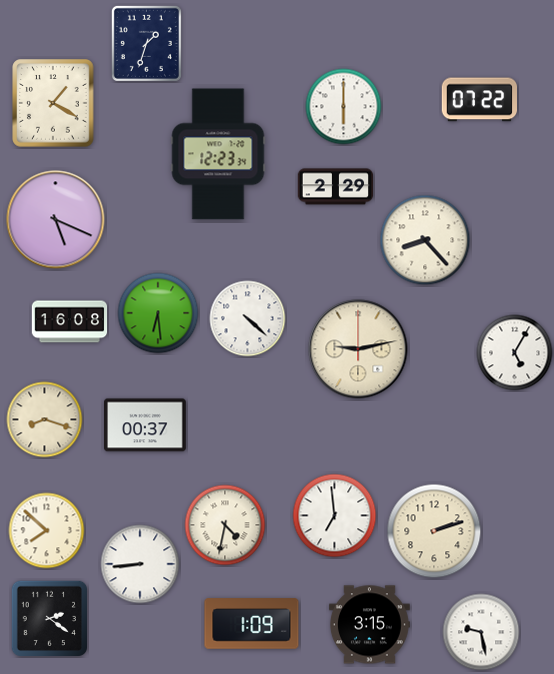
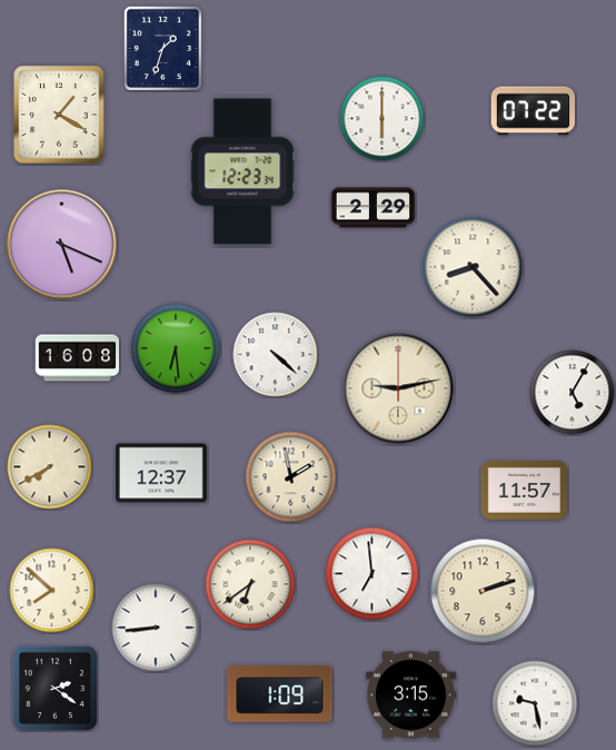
clock at (45, 420): 8:18 -> 7:40
clock at (146, 425): 00:37 -> 12:37
clock at (291, 477): none -> 1:58
clock at (524, 491): none -> 11:57
clock at (225, 525): 4:32 -> 6:39
